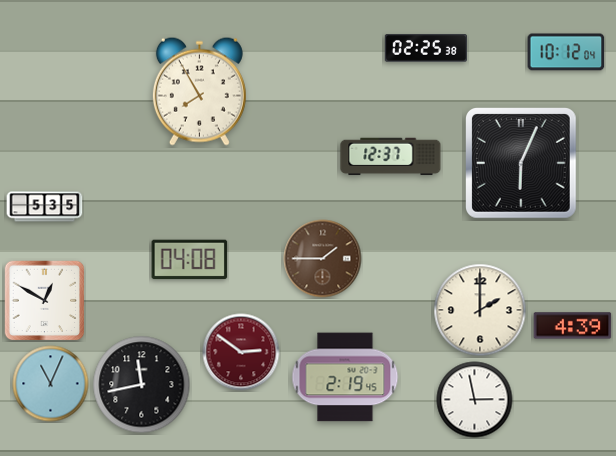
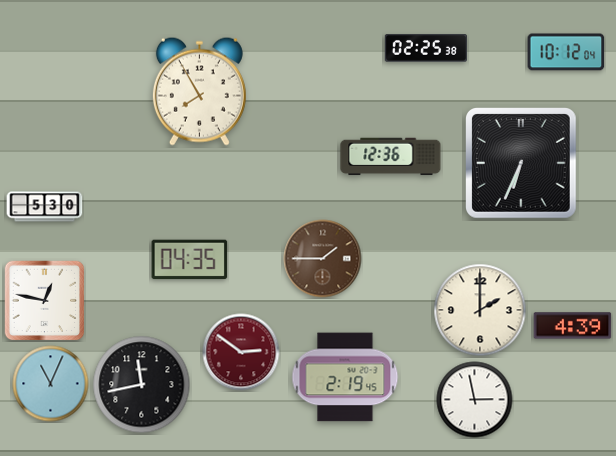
clock at (391, 157): 12:37 -> 12:36
clock at (522, 164): 6:04 -> 6:34
clock at (45, 207): 5:35 -> 5:30
clock at (190, 260): 04:08 -> 04:35
clock at (45, 301): 12:50 -> 12:47
